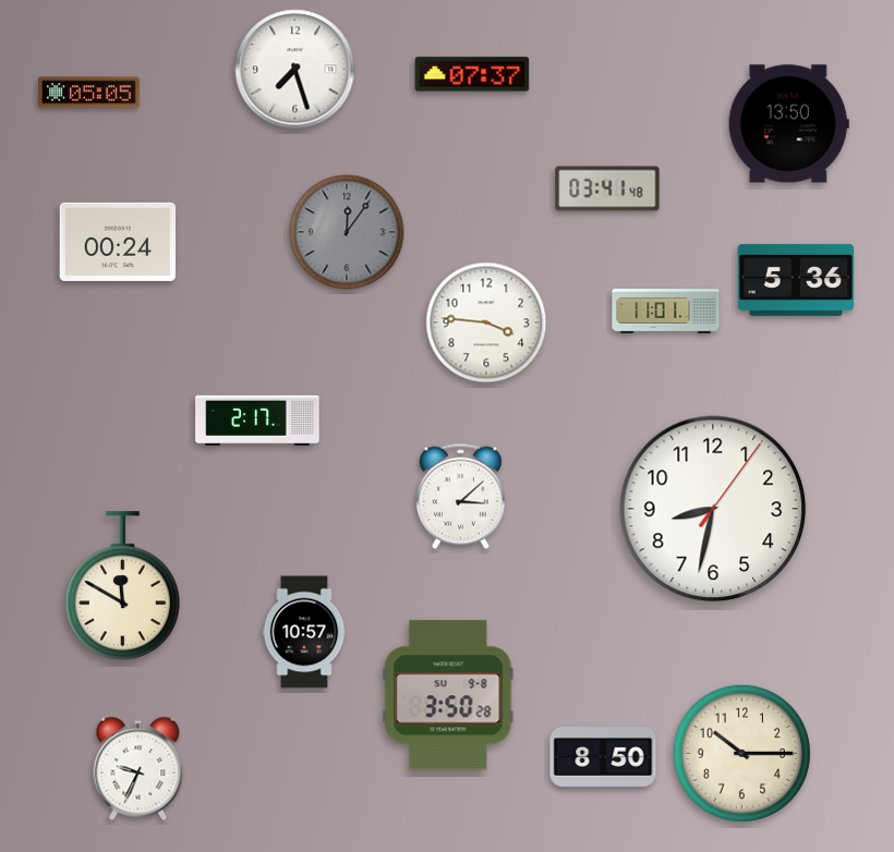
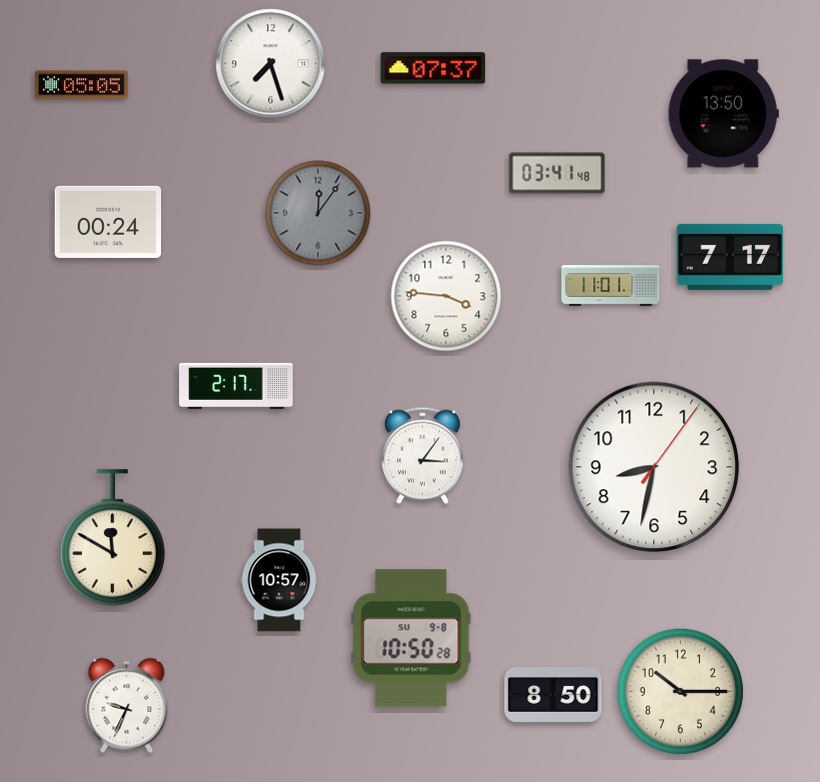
clock at (796, 280): 5:36 -> 7:17
clock at (460, 497): 3:08 -> 3:06
clock at (448, 695): 3:50 -> 10:50
